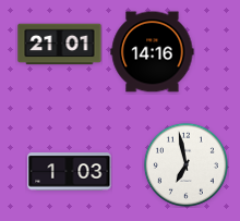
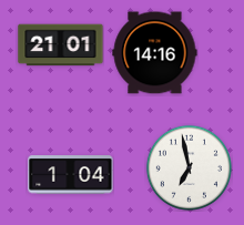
clock at (70, 172): 1:03 -> 1:04
